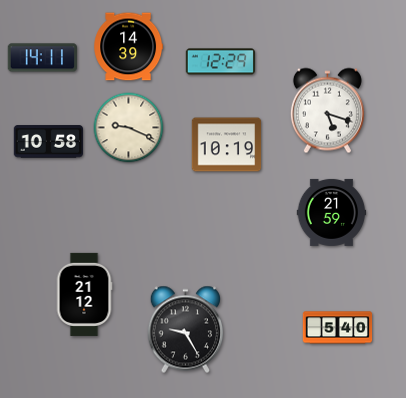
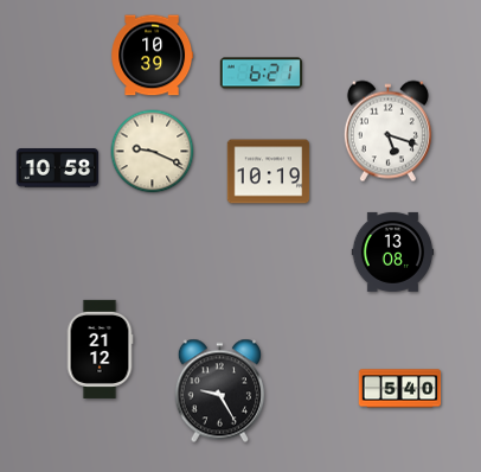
clock at (129, 47): 14:39 -> 10:39
clock at (43, 58): 14:11 -> none
clock at (221, 62): 12:29 -> 6:21
clock at (332, 212): 21:59 -> 13:08
